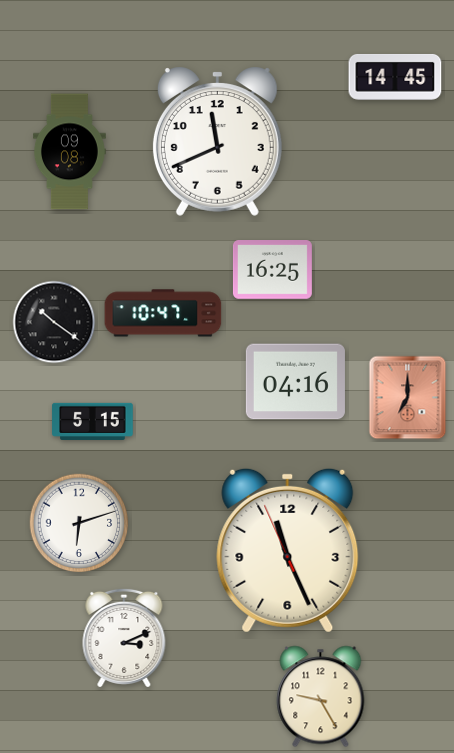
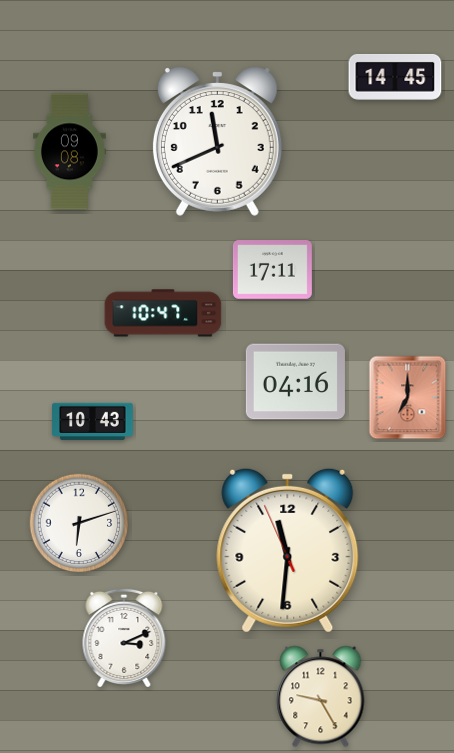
clock at (272, 270): 16:25 -> 17:11
clock at (54, 322): 10:21 -> none
clock at (93, 421): 5:15 -> 10:43
clock at (288, 550): 11:25 -> 11:30
